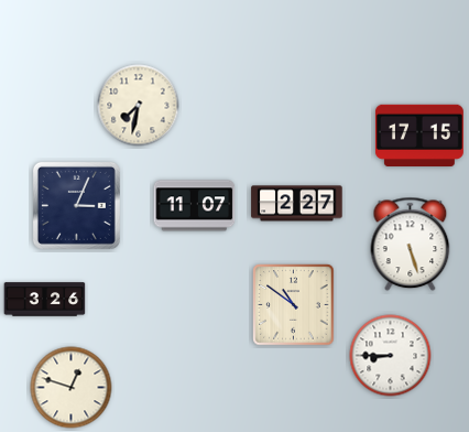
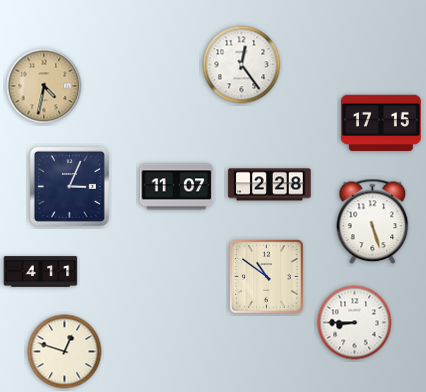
clock at (242, 65): none -> 12:24
clock at (44, 86): none -> 4:32
clock at (139, 106): 7:32 -> none
clock at (297, 204): 2:27 -> 2:28
clock at (45, 300): 3:26 -> 4:11
